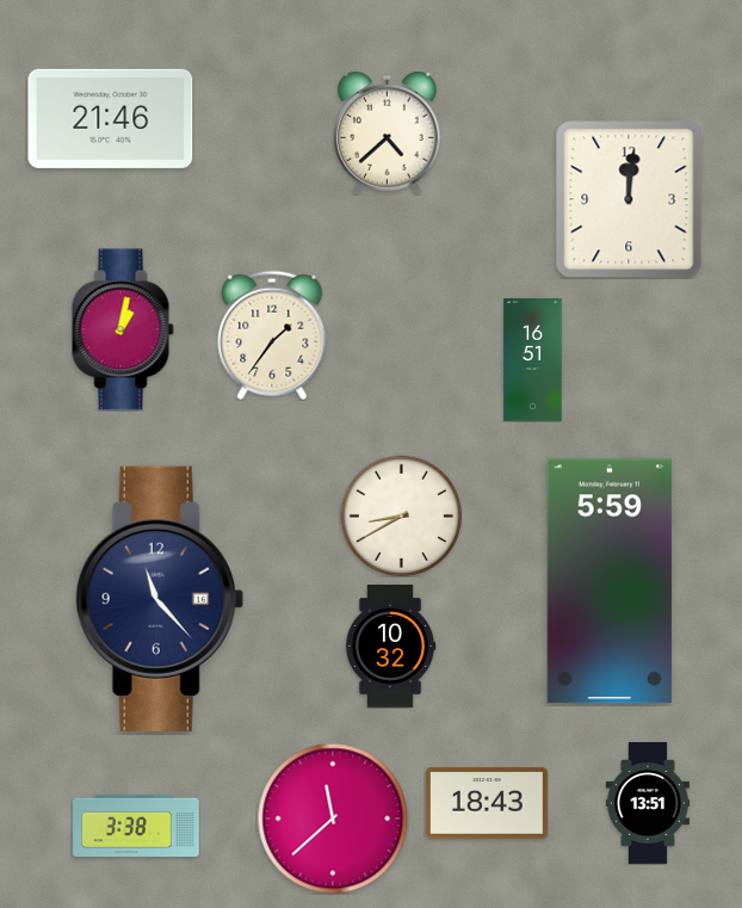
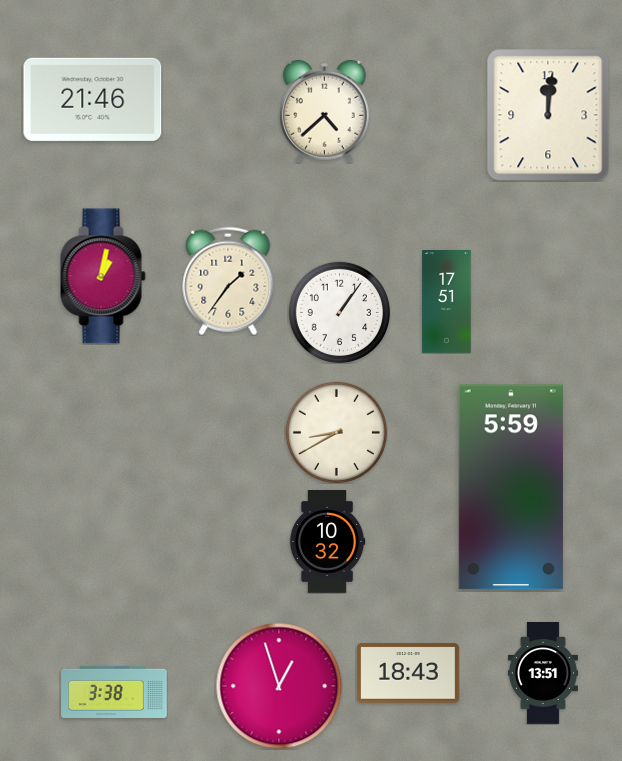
clock at (629, 199) position: (629, 199) -> (548, 115)
clock at (533, 360): 16:51 -> 17:51
clock at (339, 312): none -> 1:06
clock at (160, 599): 11:23 -> none
clock at (333, 819): 11:38 -> 12:57
